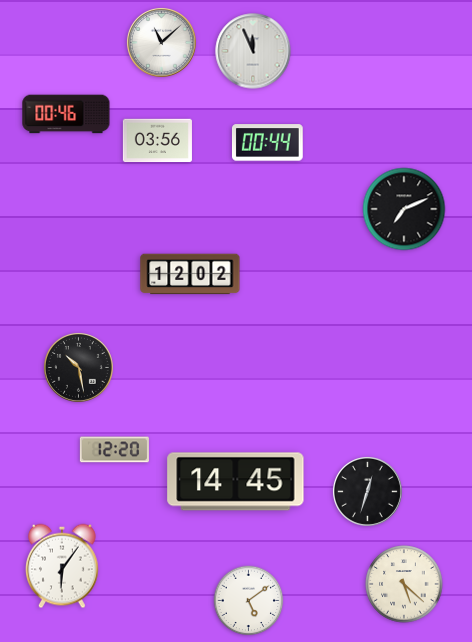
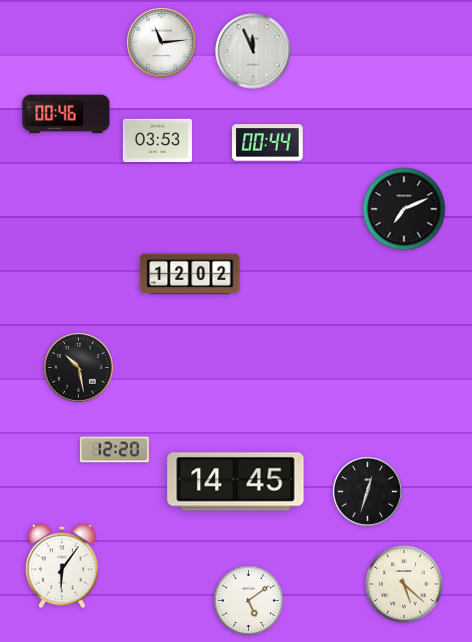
clock at (161, 42): 11:08 -> 11:14
clock at (157, 141): 03:56 -> 03:53
